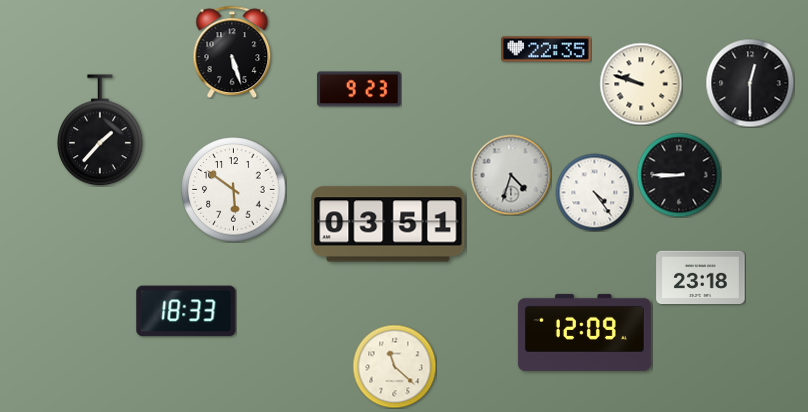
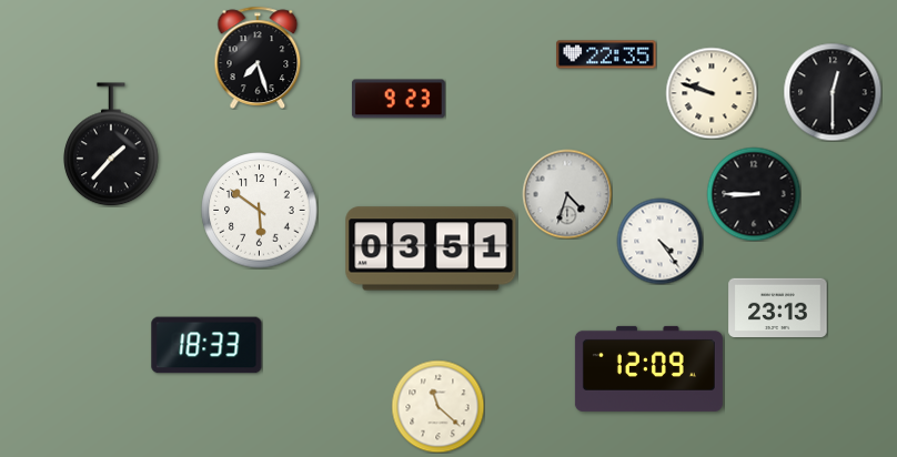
clock at (232, 52): 5:27 -> 7:27
clock at (594, 192) position: (594, 192) -> (659, 241)
clock at (701, 278): 23:18 -> 23:13
